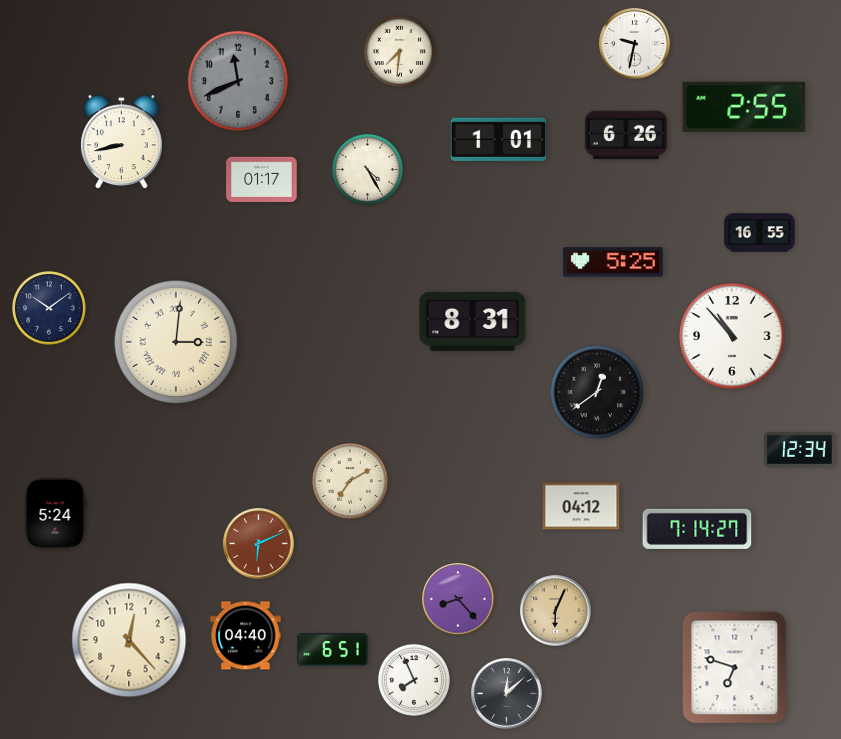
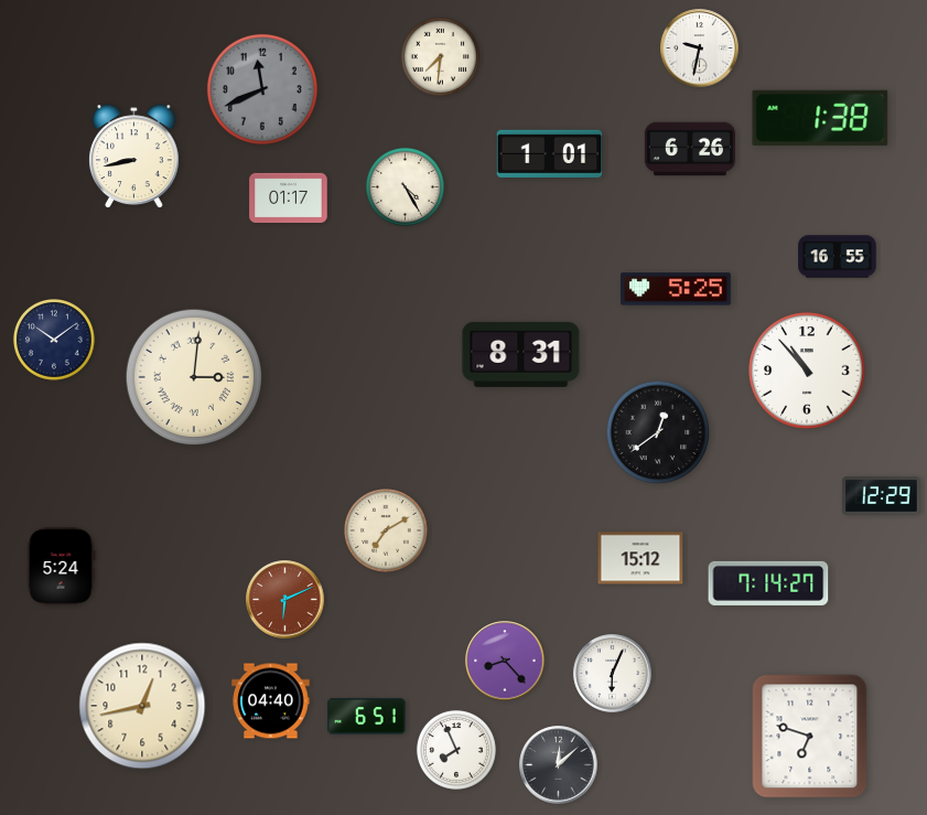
clock at (744, 107): 2:55 -> 1:38
clock at (800, 450): 12:34 -> 12:29
clock at (581, 506): 04:12 -> 15:12
clock at (556, 611) dial: champagne -> white
clock at (129, 640): 12:23 -> 12:43
